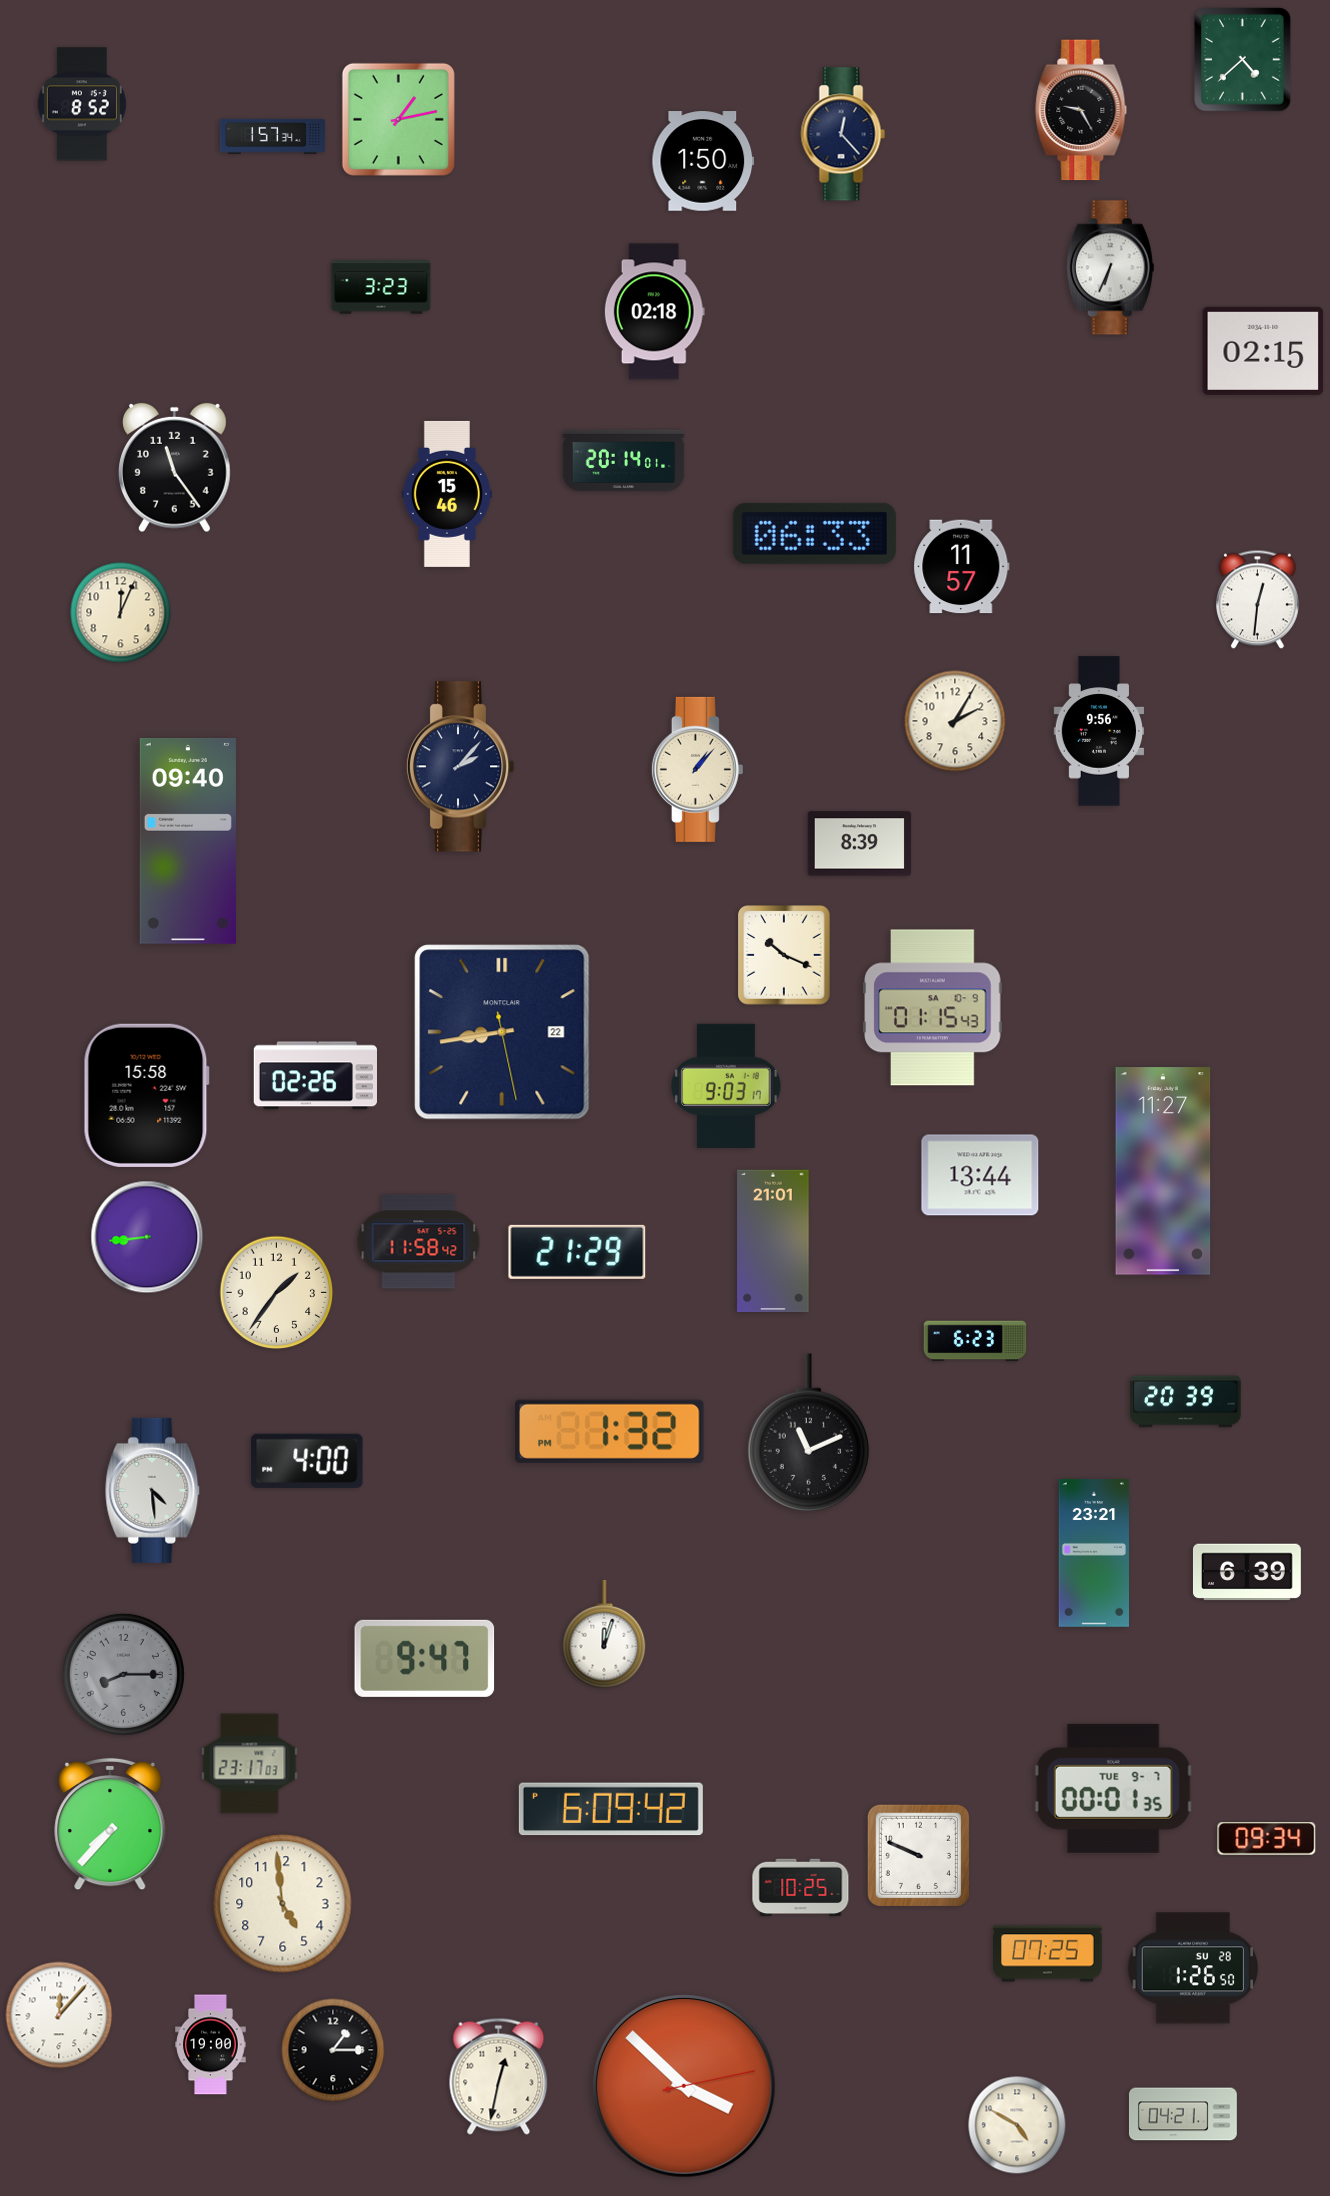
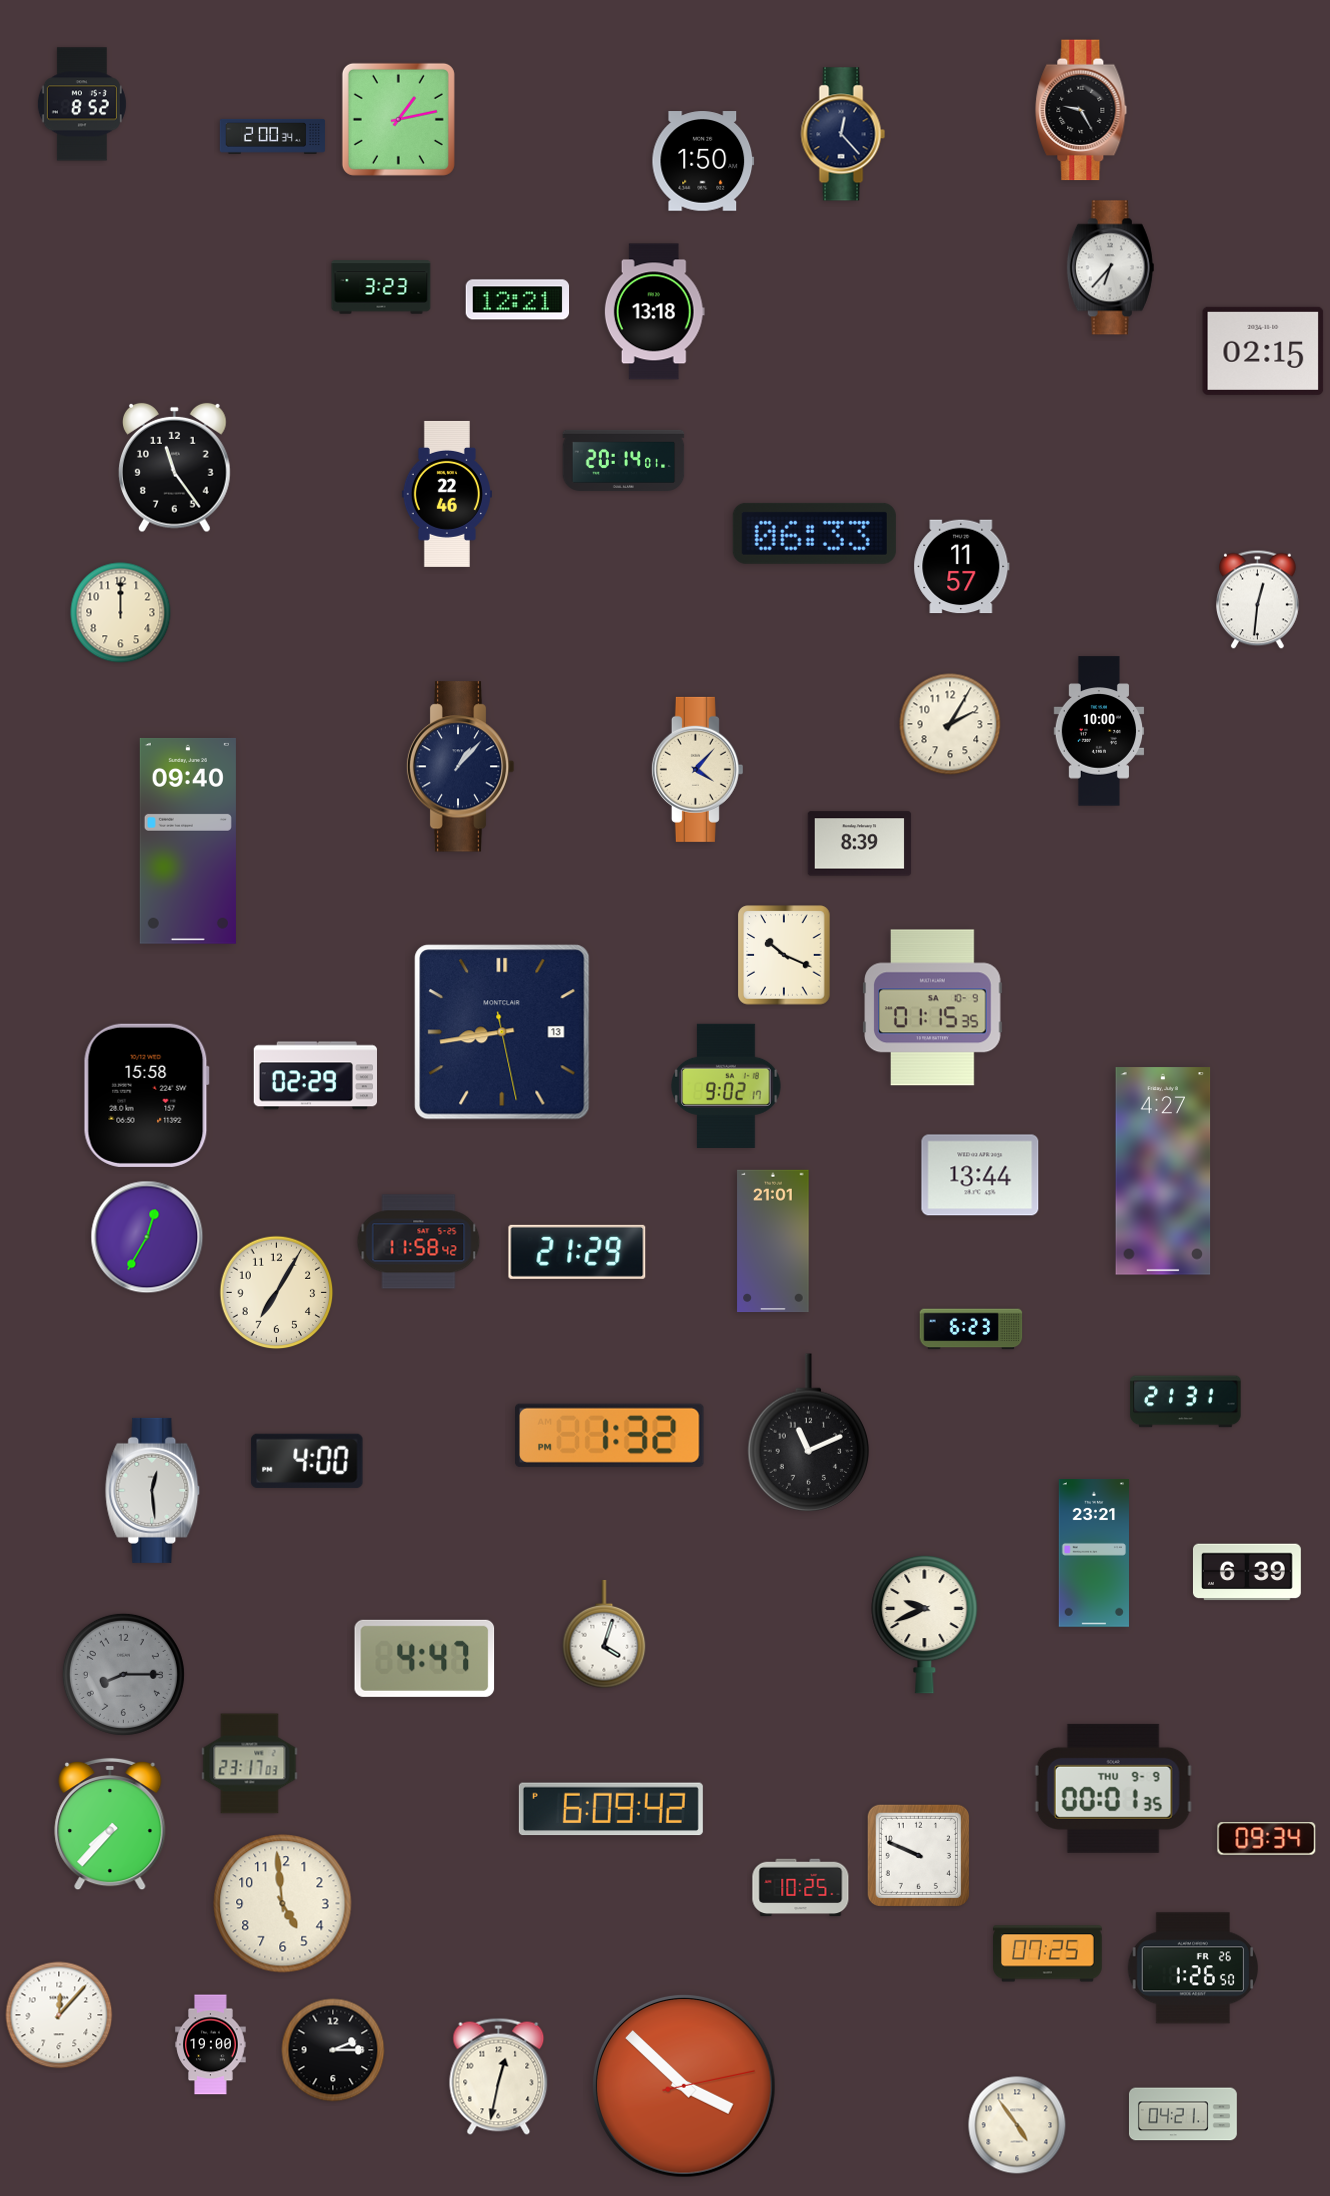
clock at (1243, 60): 4:38 -> none
clock at (272, 136): 1:57 -> 2:00
clock at (1110, 268): 6:34 -> 6:37
clock at (518, 300): none -> 12:21
clock at (654, 312): 02:18 -> 13:18
clock at (447, 494): 15:46 -> 22:46
clock at (121, 613): 12:04 -> 12:00
clock at (955, 721) position: (955, 721) -> (950, 724)
clock at (1099, 731): 9:56 -> 10:00
clock at (460, 767): 2:07 -> 1:07
clock at (697, 769): 1:07 -> 4:07
clock at (933, 1008): 01:15:43 -> 01:15:35
clock at (502, 1032) date: 22 -> 13
clock at (315, 1076): 02:26 -> 02:29
clock at (726, 1086): 9:03 -> 9:02
clock at (1163, 1171): 11:27 -> 4:27
clock at (147, 1237): 8:44 -> 12:35
clock at (277, 1293): 1:36 -> 7:05
clock at (975, 1341) position: (975, 1341) -> (971, 1329)
clock at (1186, 1402): 20:39 -> 21:31
clock at (610, 1431) position: (610, 1431) -> (610, 1435)
clock at (153, 1490): 4:29 -> 12:29
clock at (925, 1624): none -> 9:41
clock at (604, 1634): 12:03 -> 4:03
clock at (425, 1658): 9:47 -> 4:47
clock at (1113, 1788) date: TUE 9-7 -> THU 9-9
clock at (1192, 1968) date: SU 28 -> FR 26
clock at (333, 2050): 1:15 -> 2:15
clock at (1017, 2125): 4:50 -> 4:54
